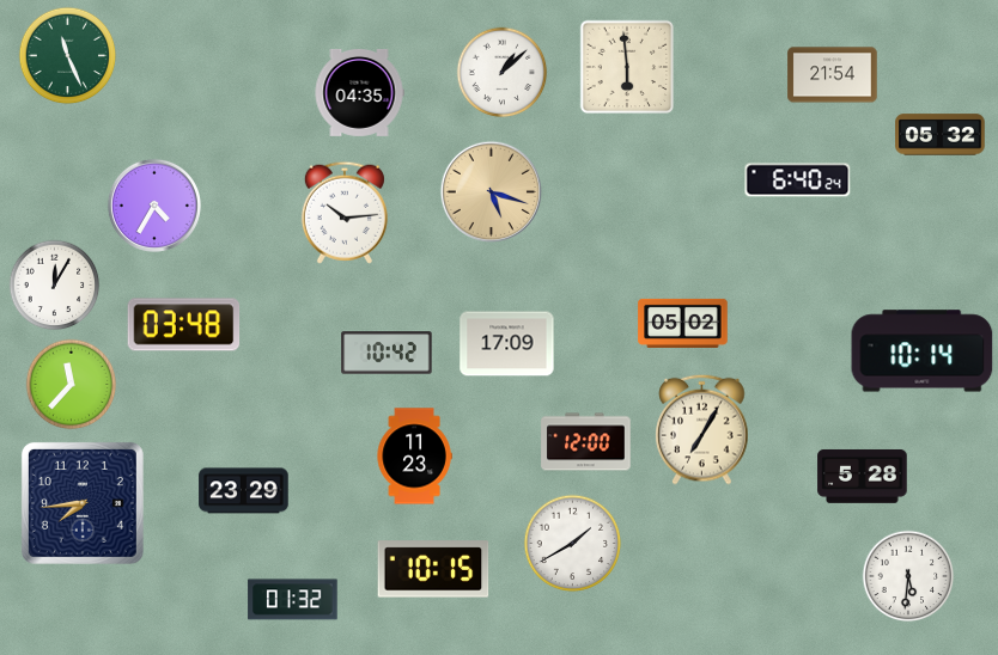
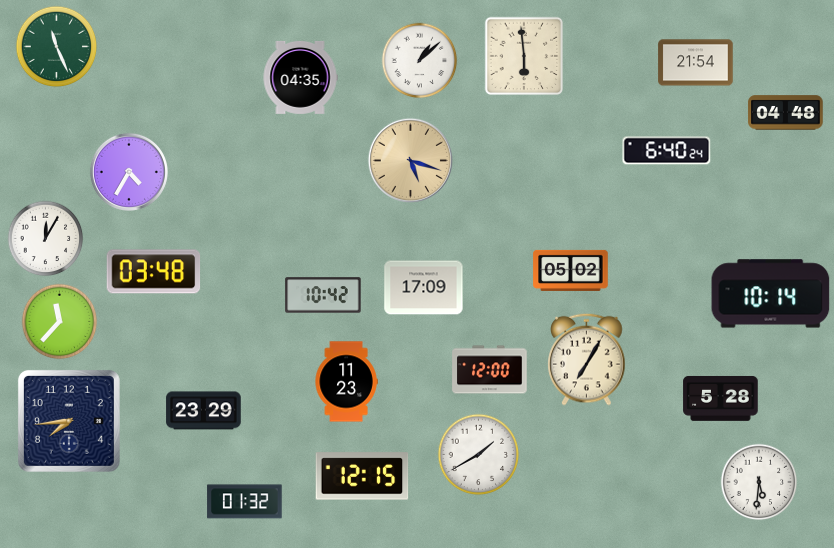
clock at (941, 135): 05:32 -> 04:48
clock at (345, 213): 10:14 -> none
clock at (433, 569): 10:15 -> 12:15
